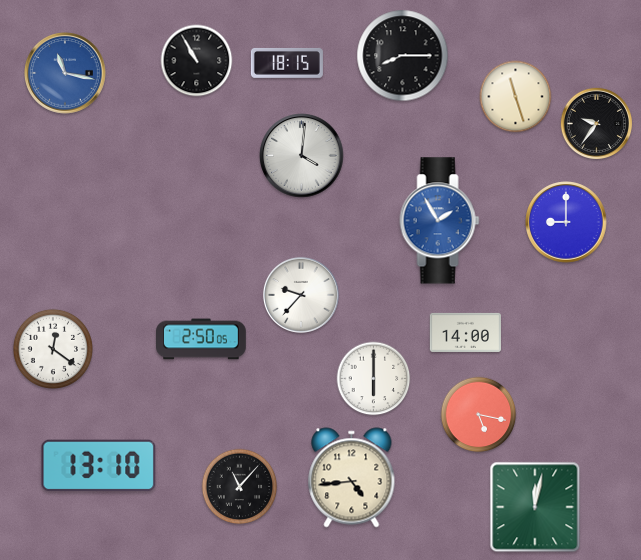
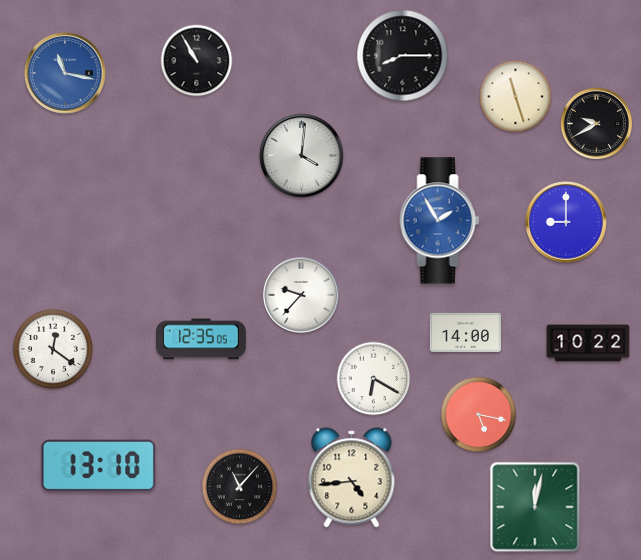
clock at (287, 63): 18:15 -> none
clock at (596, 123): 9:36 -> 9:40
clock at (202, 339): 2:50 -> 12:35
clock at (588, 343): none -> 10:22
clock at (374, 379): 6:00 -> 6:20
